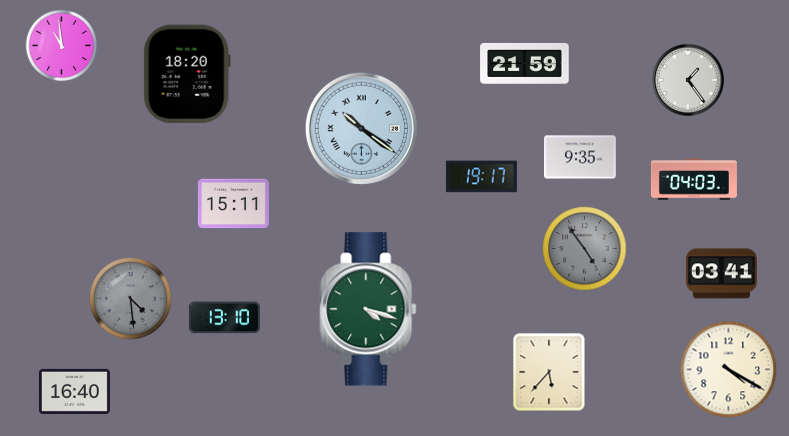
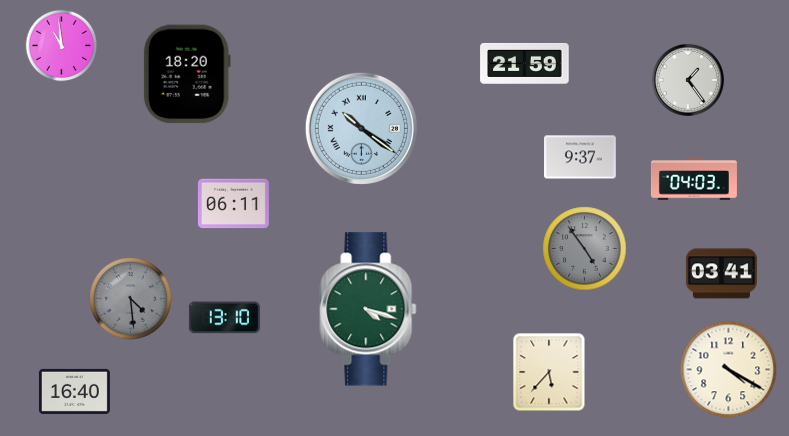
clock at (581, 157): 9:35 -> 9:37
clock at (481, 177): 19:17 -> none
clock at (233, 204): 15:11 -> 06:11
